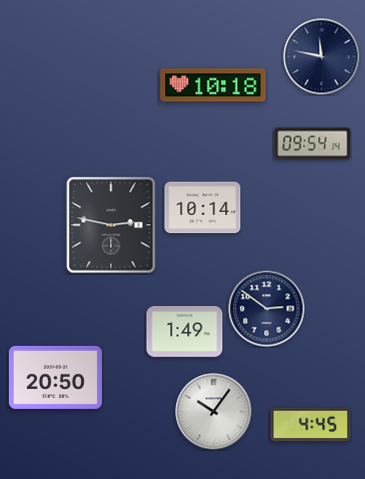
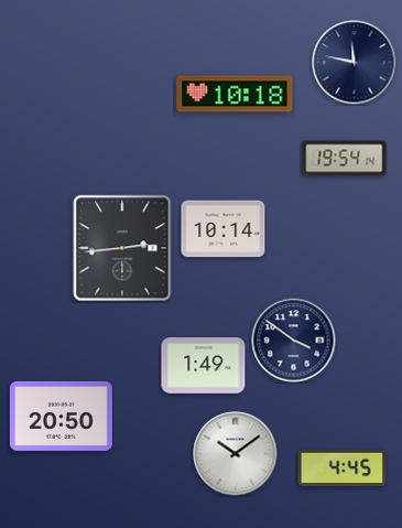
clock at (313, 144): 09:54 -> 19:54
clock at (111, 225): 2:47 -> 2:44
clock at (267, 309): 2:51 -> 3:51
clock at (214, 412): 10:06 -> 10:09
